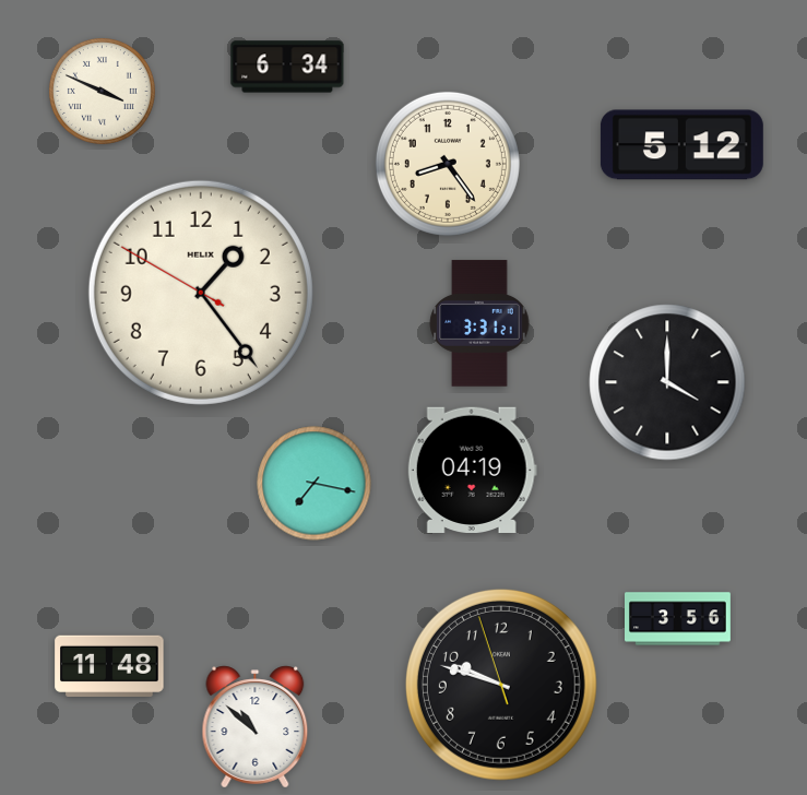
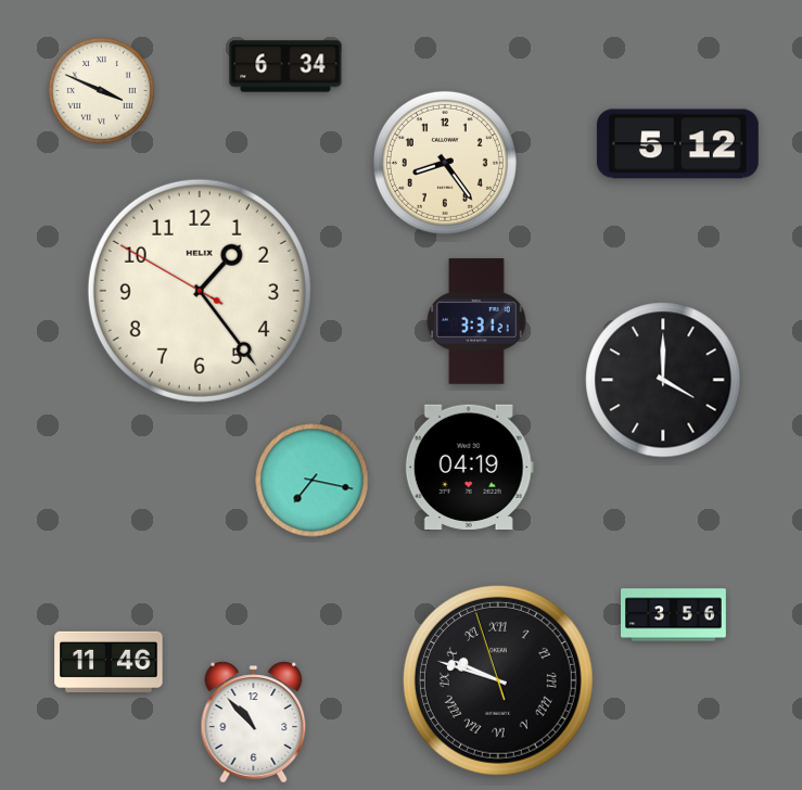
clock at (109, 665): 11:48 -> 11:46
clock at (501, 685) numerals: Arabic -> Roman
clock at (256, 727): 10:52 -> 10:53
